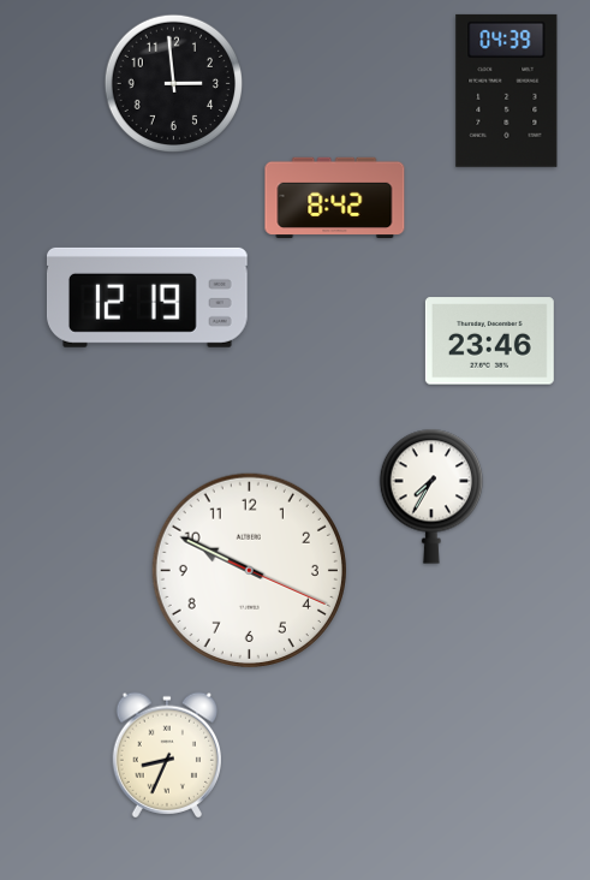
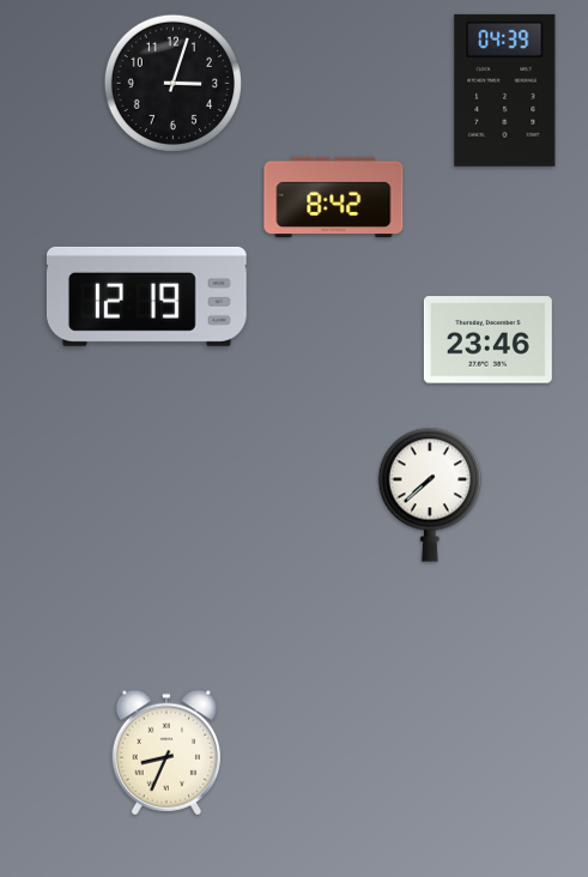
clock at (173, 83): 2:59 -> 3:03
clock at (431, 497): 7:35 -> 7:38
clock at (249, 570): 9:49 -> none
